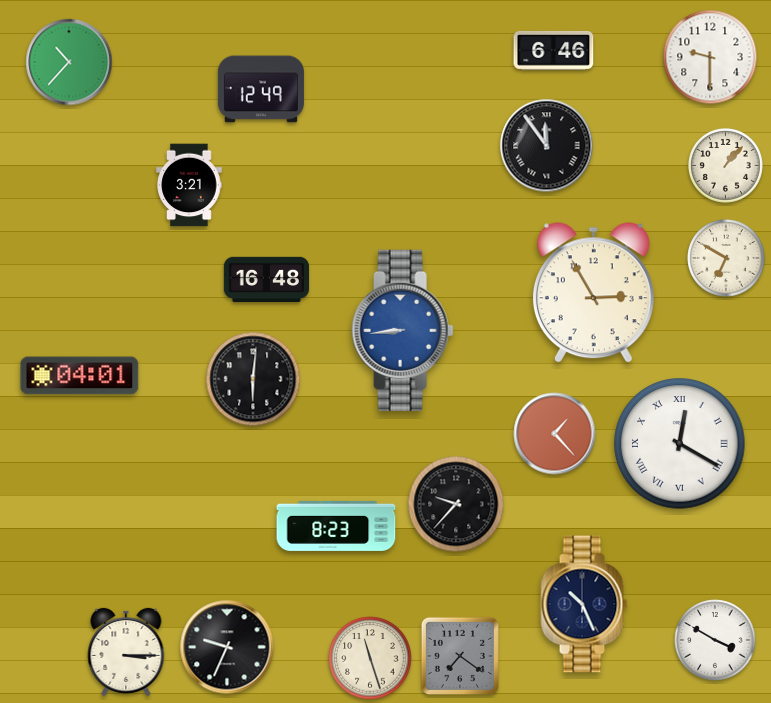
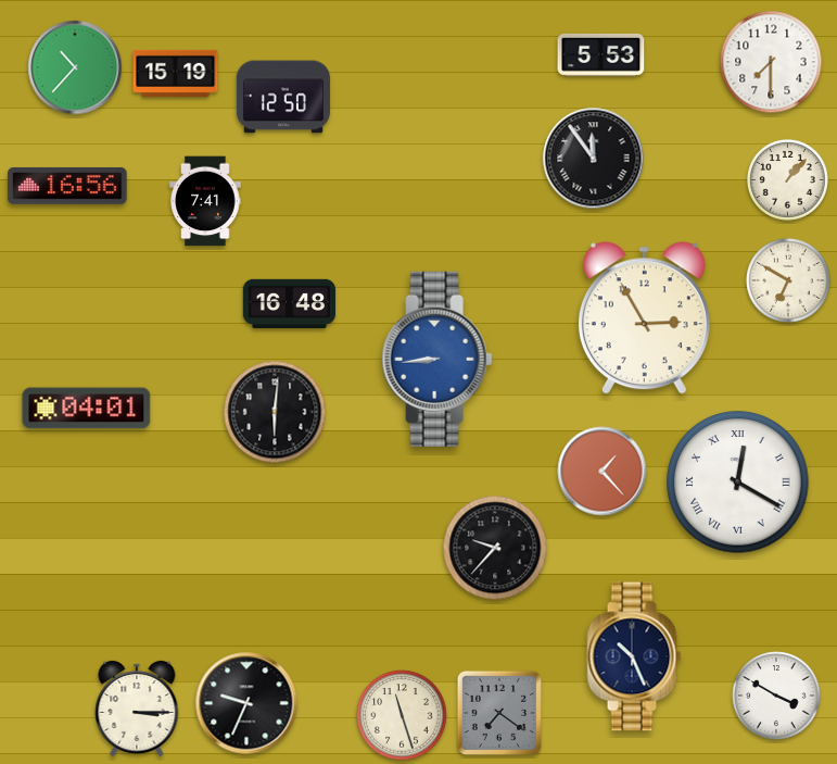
clock at (554, 50): 6:46 -> 5:53
clock at (710, 57): 9:30 -> 7:30
clock at (176, 73): none -> 15:19
clock at (261, 89): 12:49 -> 12:50
clock at (67, 186): none -> 16:56
clock at (189, 185): 3:21 -> 7:41
clock at (336, 526): 8:23 -> none
